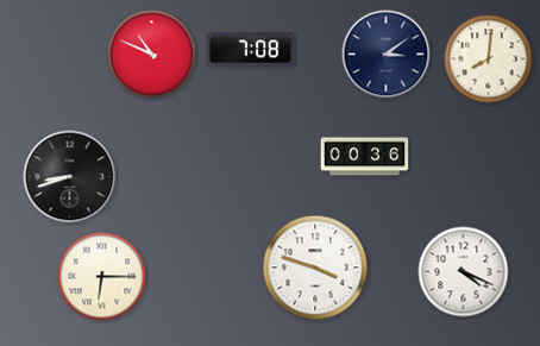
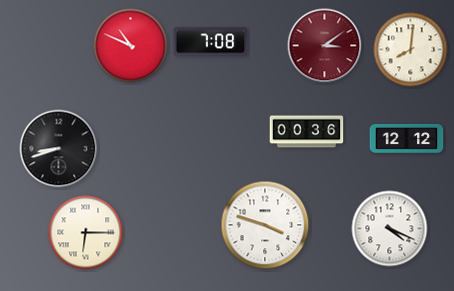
clock at (152, 55) position: (152, 55) -> (131, 46)
clock at (387, 55) dial: navy -> burgundy
clock at (407, 139): none -> 12:12
